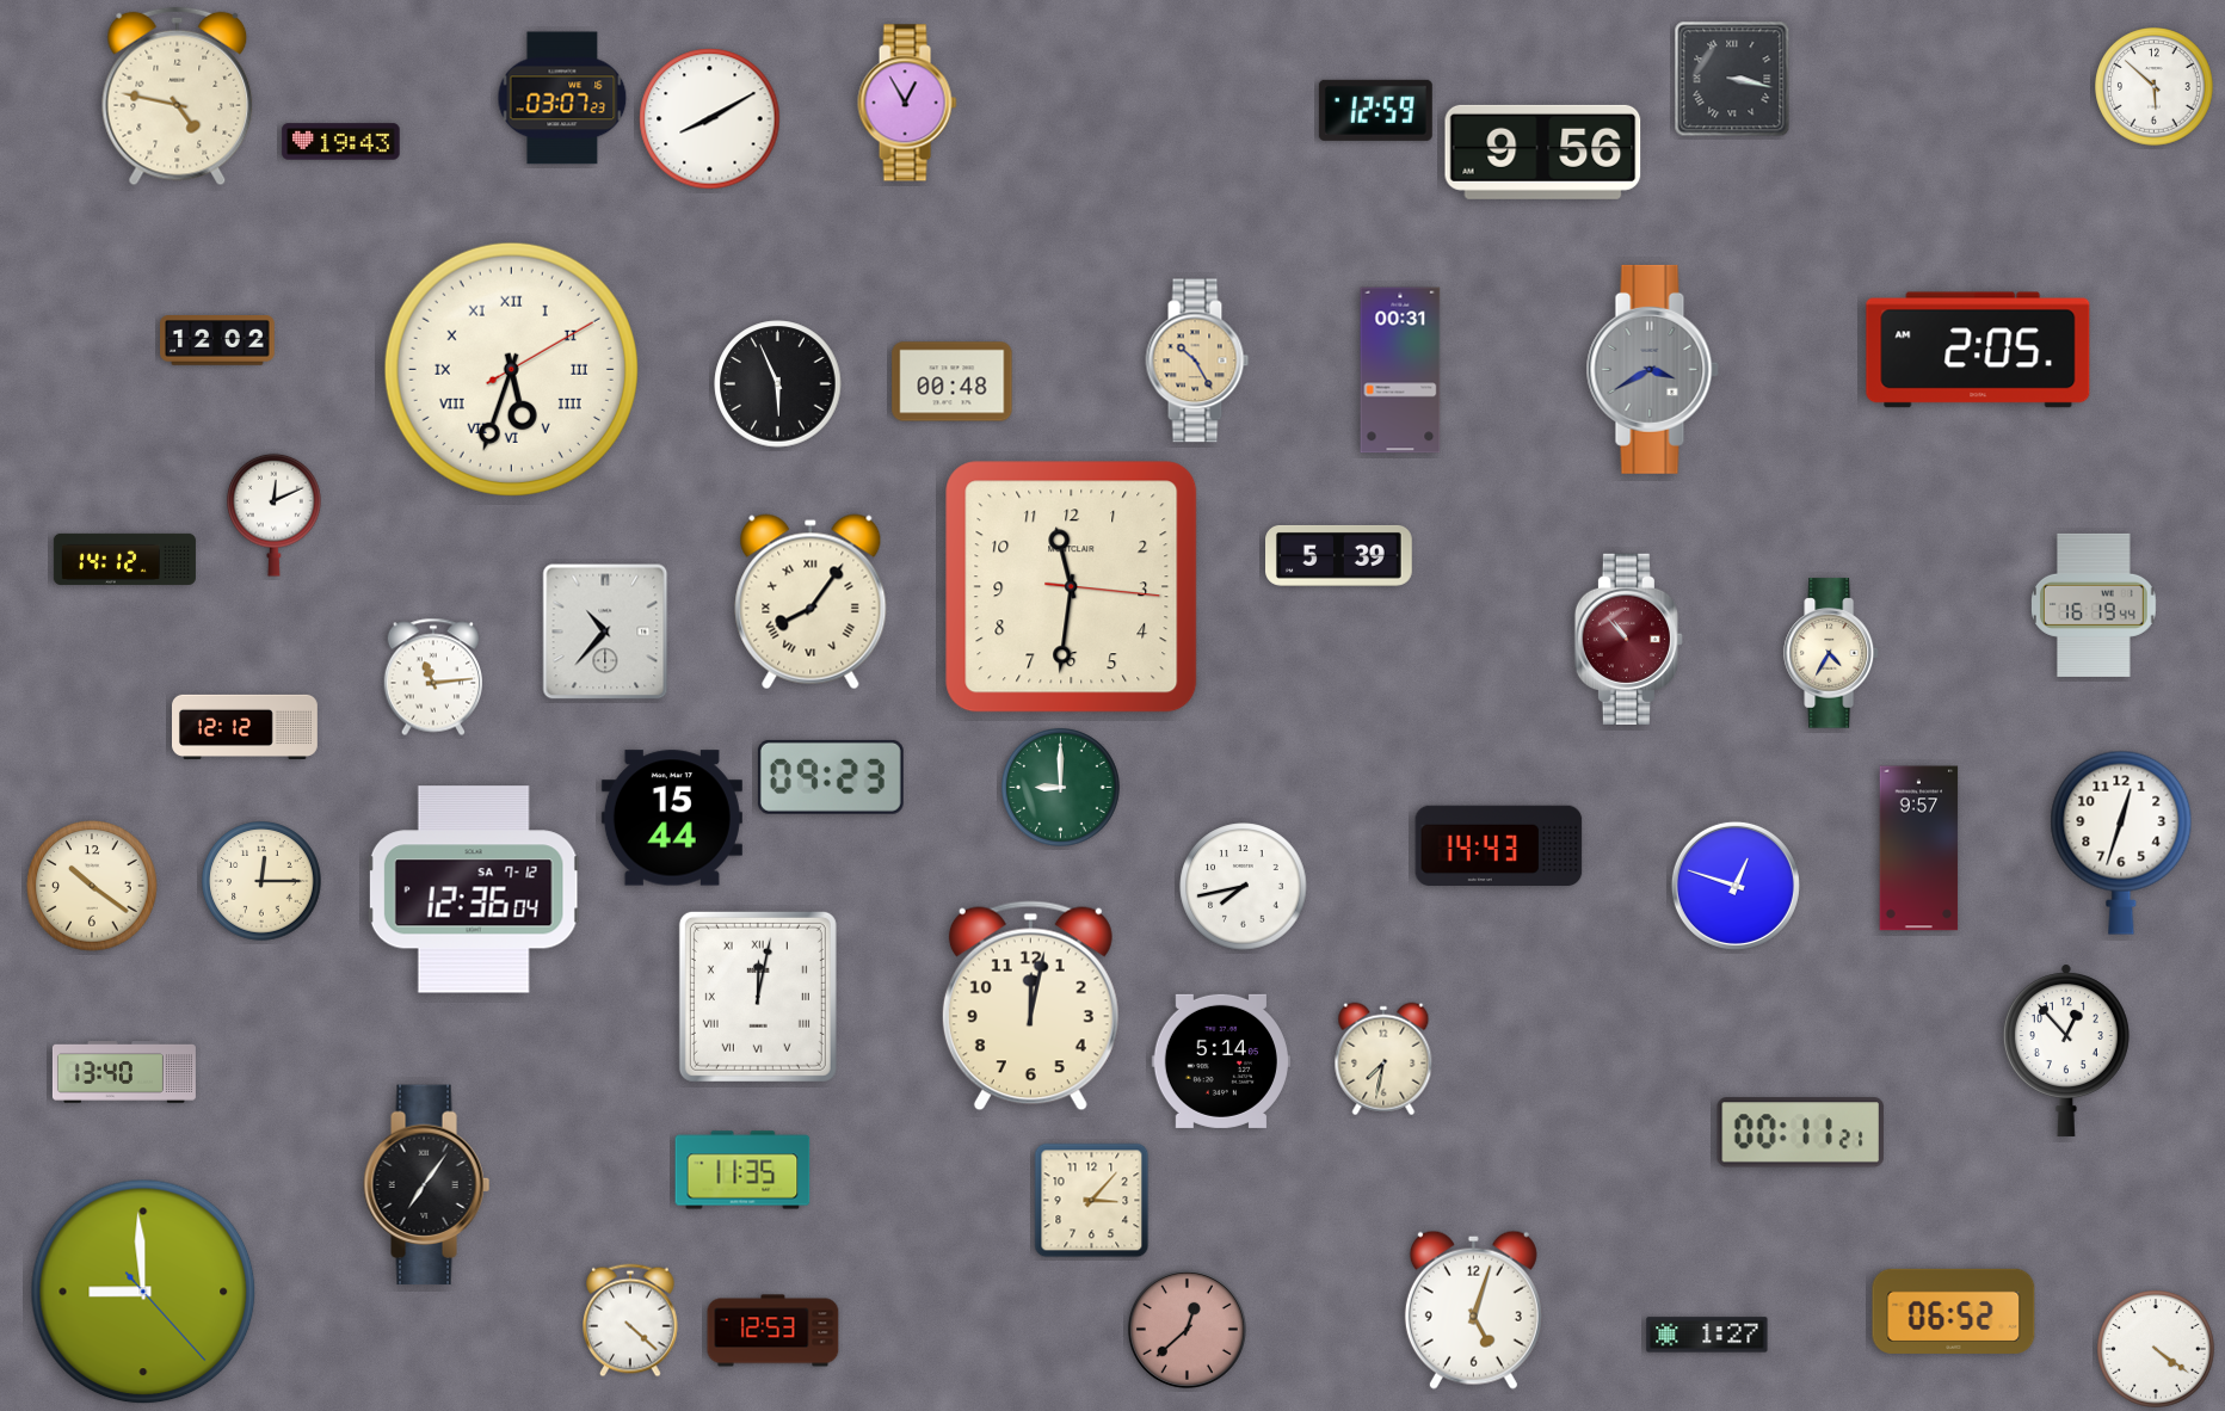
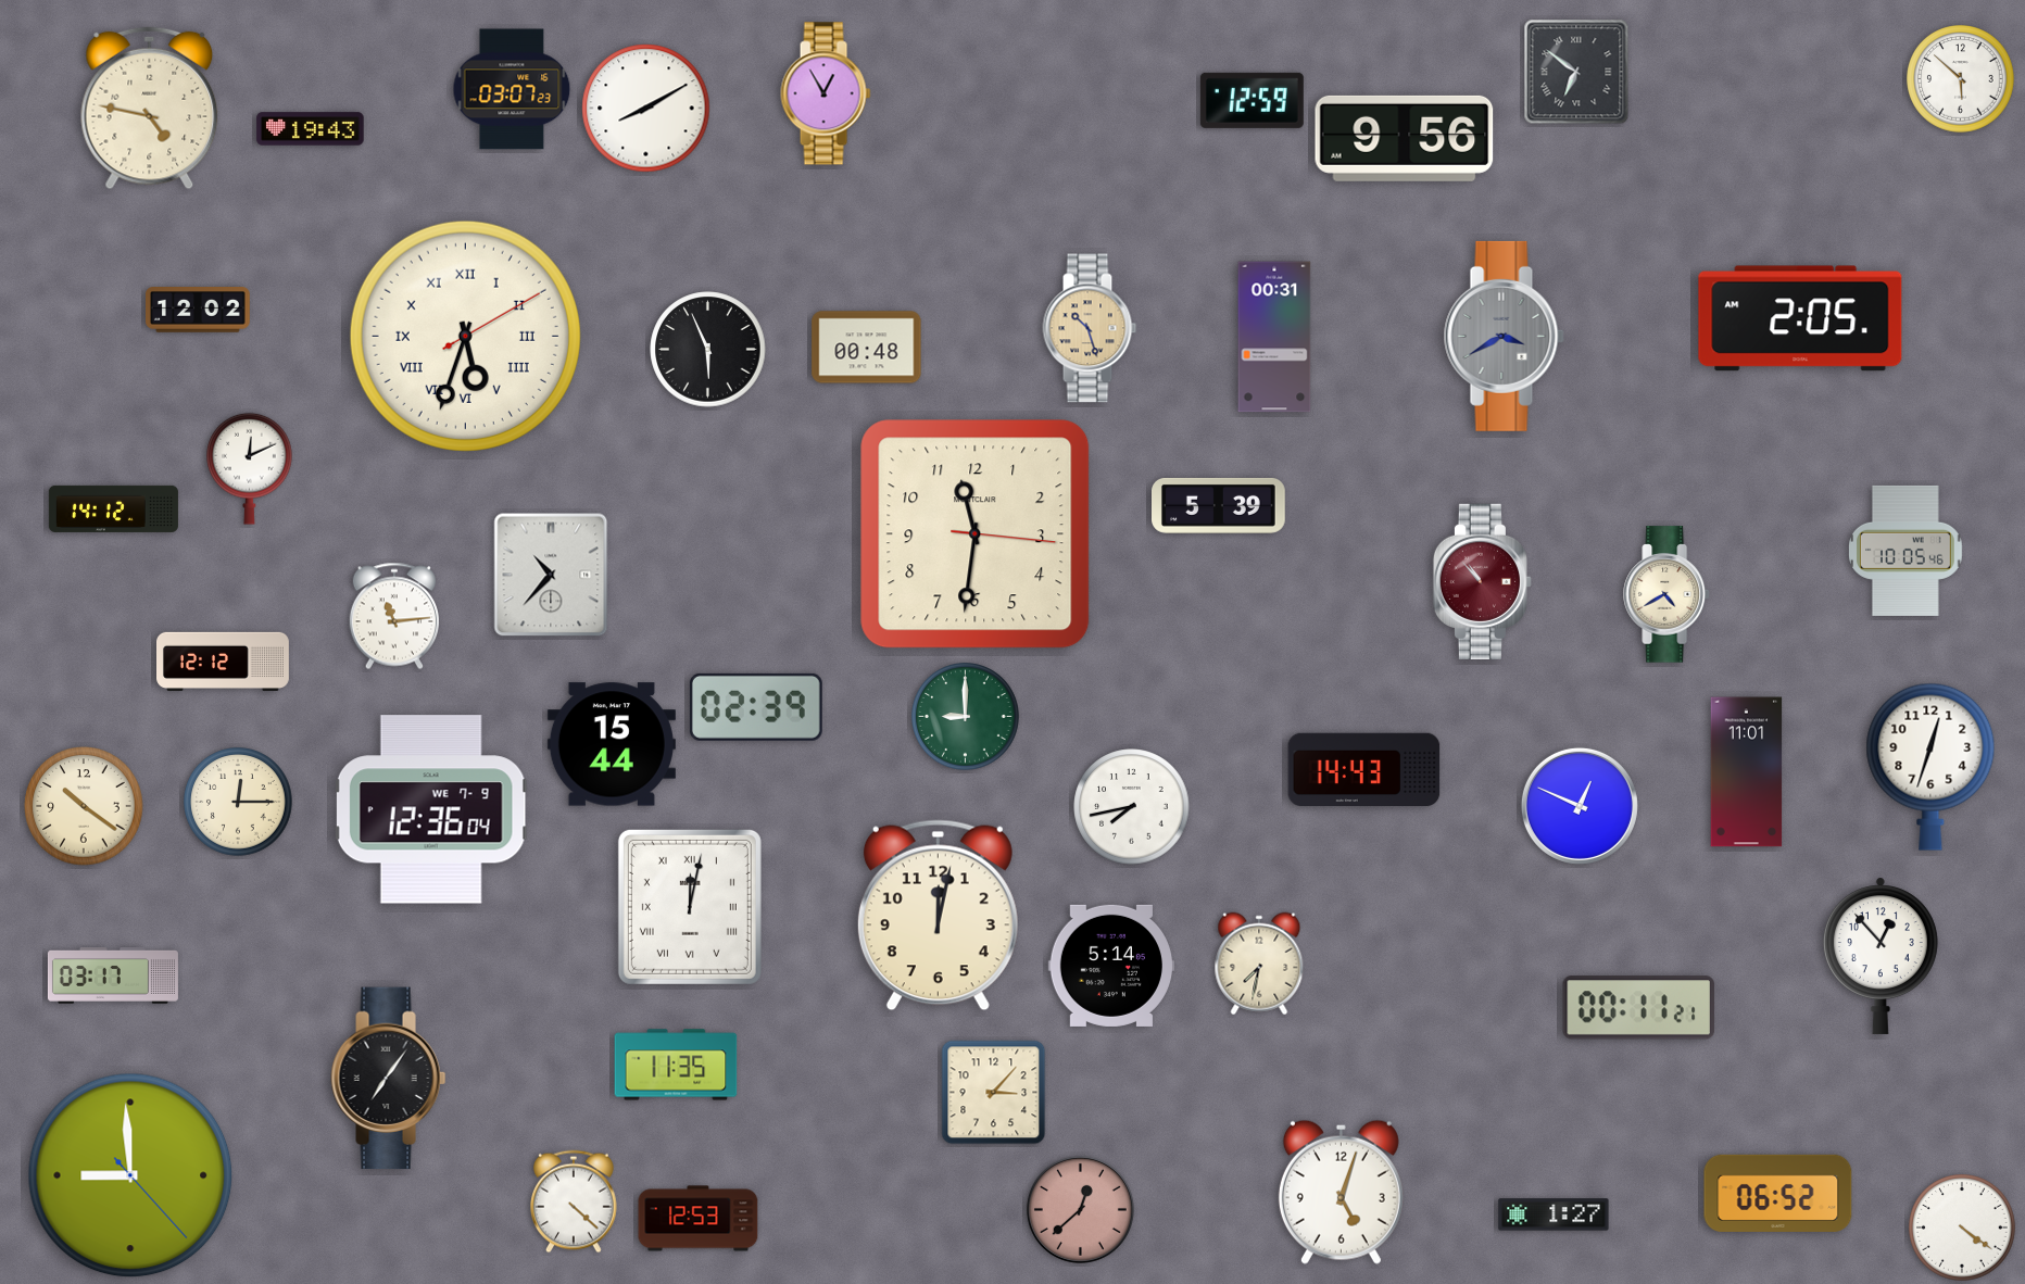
clock at (1732, 79): 3:17 -> 6:51
clock at (178, 97) position: (178, 97) -> (150, 109)
clock at (1197, 361): 10:25 -> 10:27
clock at (811, 602): 8:06 -> none
clock at (2095, 605): 16:19 -> 10:05
clock at (1831, 653): 4:35 -> 4:40
clock at (831, 777): 09:23 -> 02:39
clock at (1919, 849): 9:57 -> 11:01
clock at (1736, 886): 12:48 -> 12:49
clock at (474, 889) date: SA 7-12 -> WE 7-9
clock at (124, 1073): 13:40 -> 03:17
clock at (1801, 1133) position: (1801, 1133) -> (1639, 1008)
clock at (773, 1331) position: (773, 1331) -> (699, 1219)
